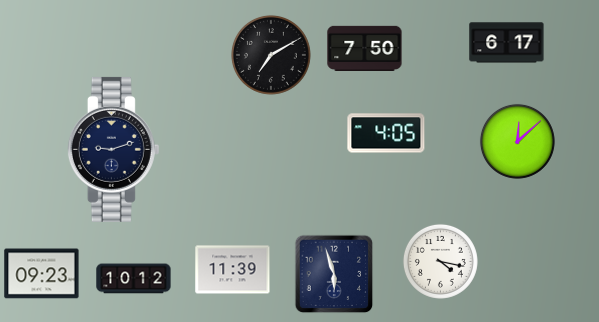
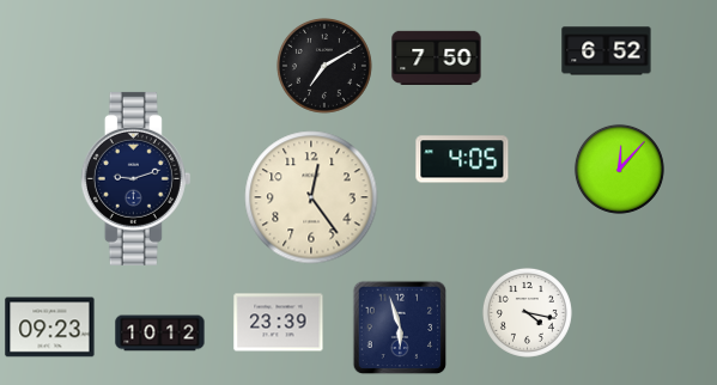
clock at (507, 43): 6:17 -> 6:52
clock at (517, 141): 12:08 -> 12:07
clock at (311, 197): none -> 12:24
clock at (233, 270): 11:39 -> 23:39
